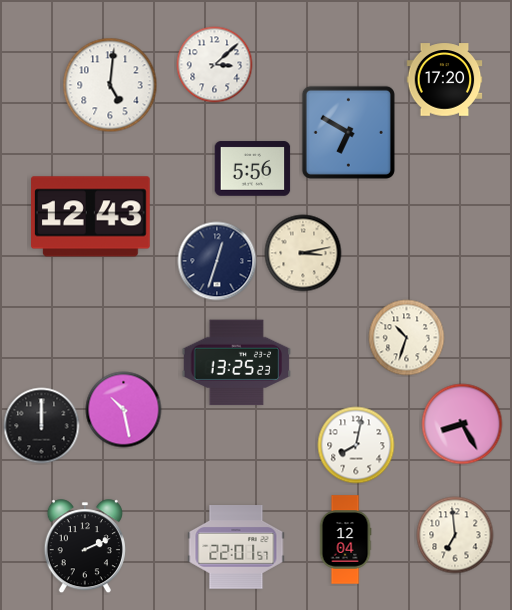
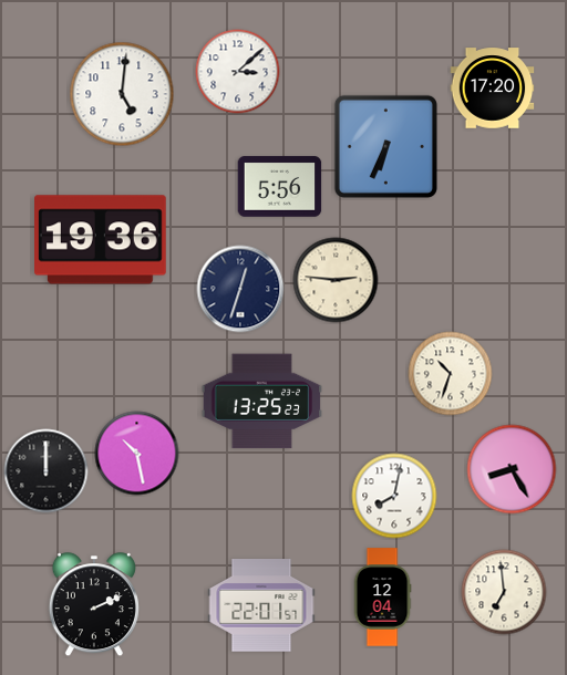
clock at (348, 132): 6:50 -> 6:34
clock at (91, 217): 12:43 -> 19:36
clock at (303, 253): 3:13 -> 2:46
clock at (356, 445) position: (356, 445) -> (394, 496)
